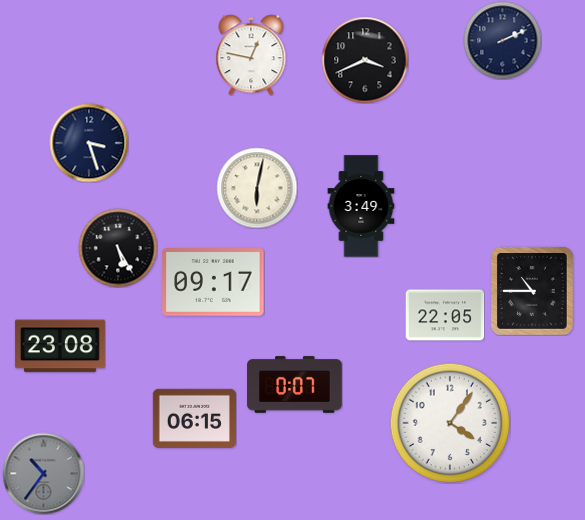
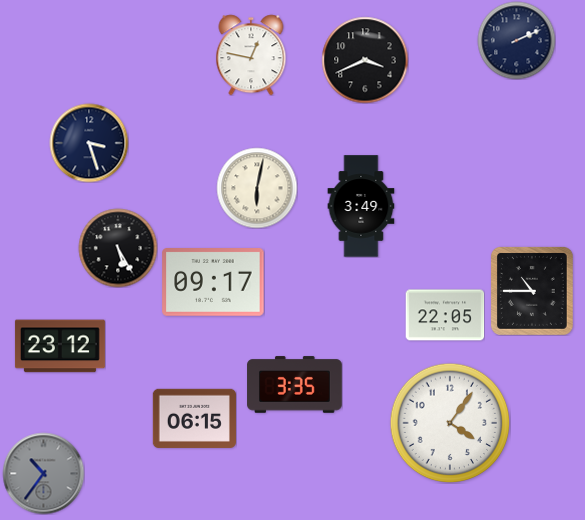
clock at (502, 40) position: (502, 40) -> (516, 40)
clock at (60, 346): 23:08 -> 23:12
clock at (295, 385): 0:07 -> 3:35
